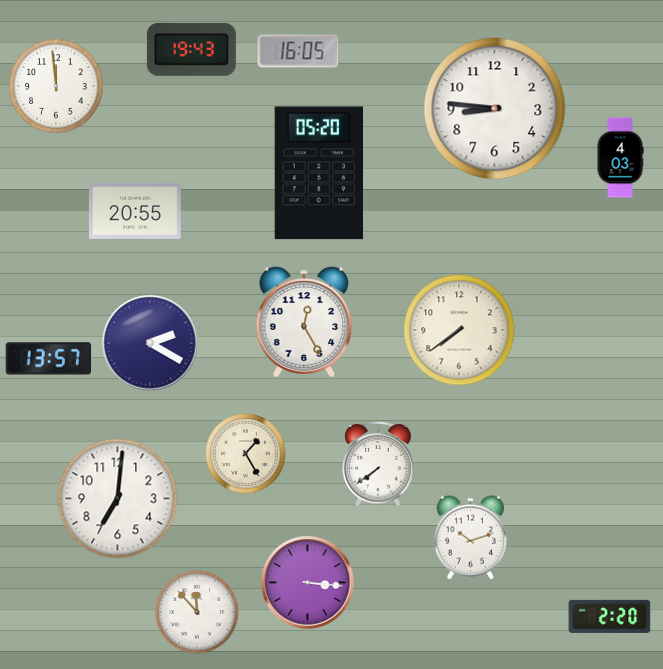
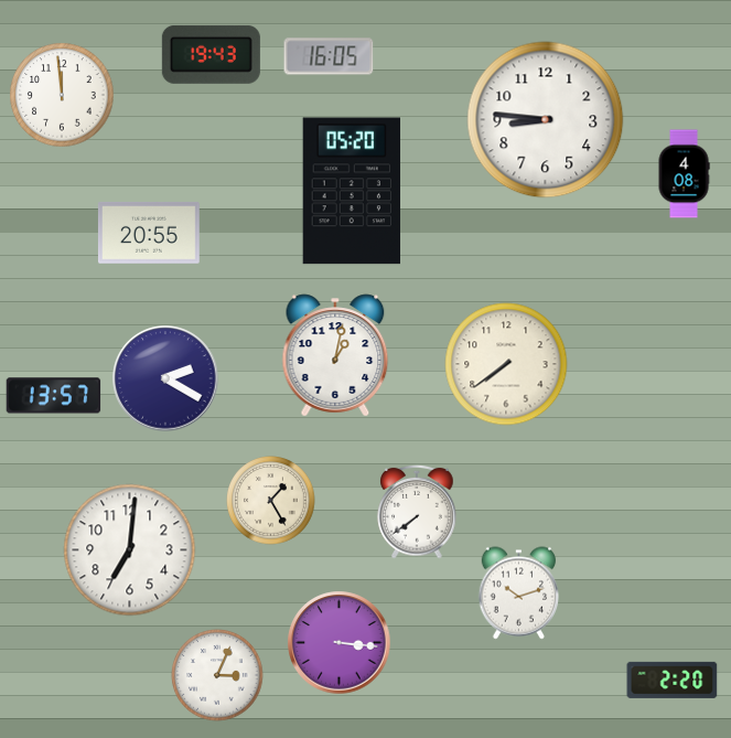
clock at (620, 158): 4:03 -> 4:08
clock at (304, 322): 12:25 -> 1:02
clock at (197, 612): 11:53 -> 3:04
